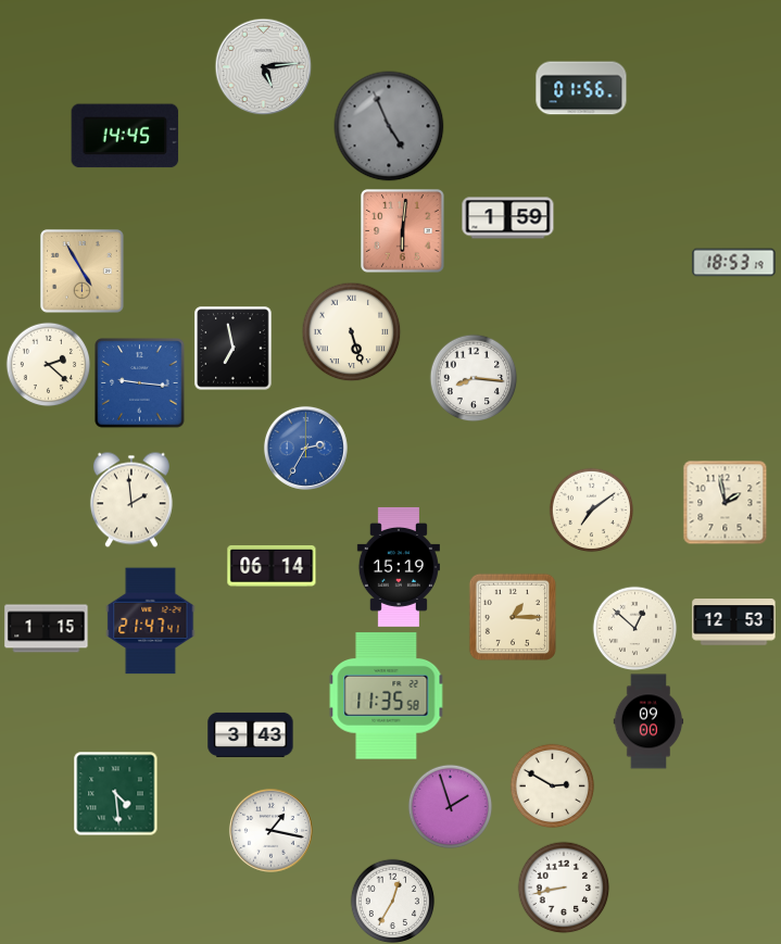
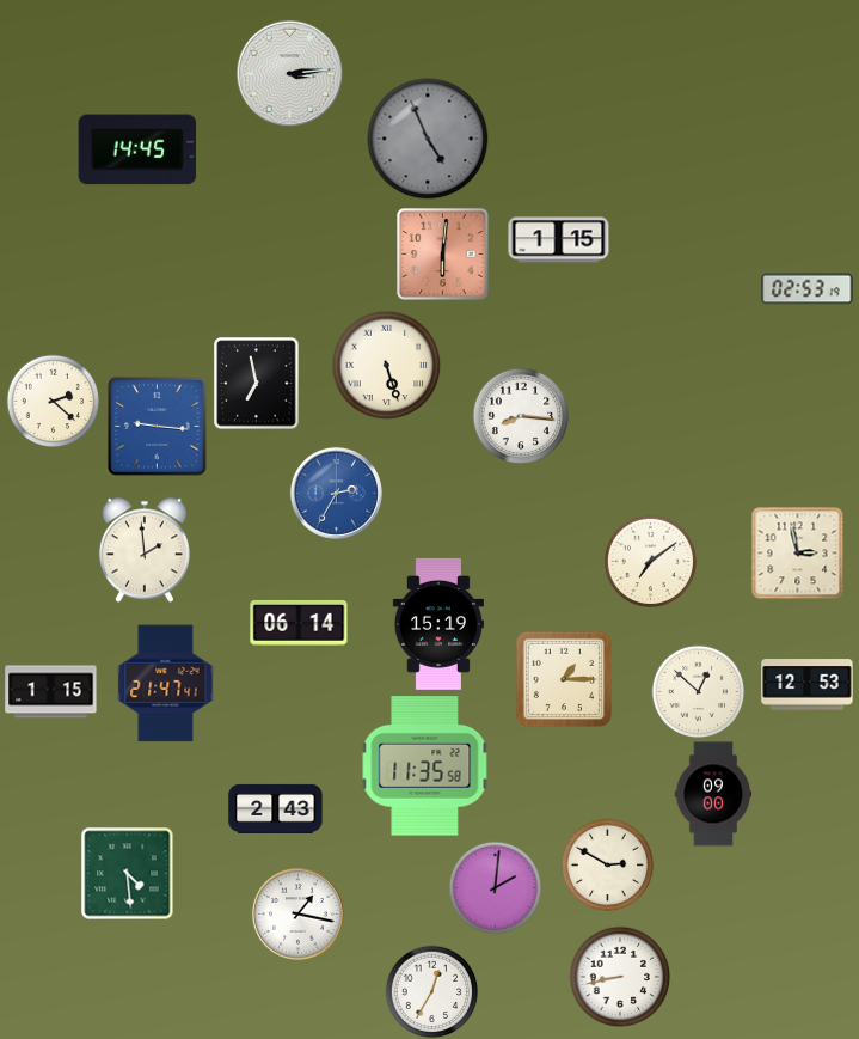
clock at (263, 66): 5:14 -> 3:14
clock at (581, 88): 01:56 -> none
clock at (508, 218): 1:59 -> 1:15
clock at (734, 263): 18:53 -> 02:53
clock at (83, 272): 4:55 -> none
clock at (140, 383) position: (140, 383) -> (158, 427)
clock at (725, 502): 1:58 -> 2:58
clock at (251, 734): 3:43 -> 2:43
clock at (450, 806): 1:57 -> 2:01
